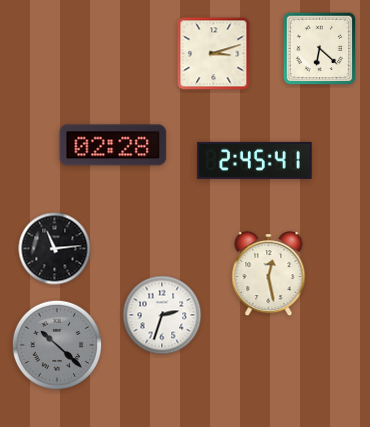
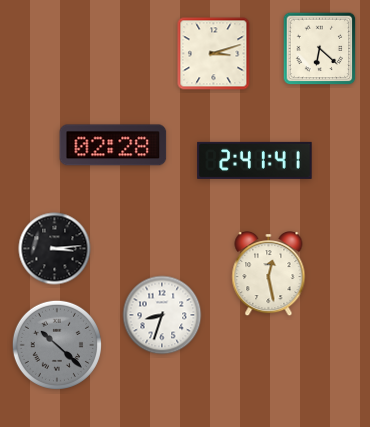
clock at (255, 160): 2:45 -> 2:41
clock at (55, 249): 11:14 -> 3:14
clock at (162, 315): 2:33 -> 8:33
